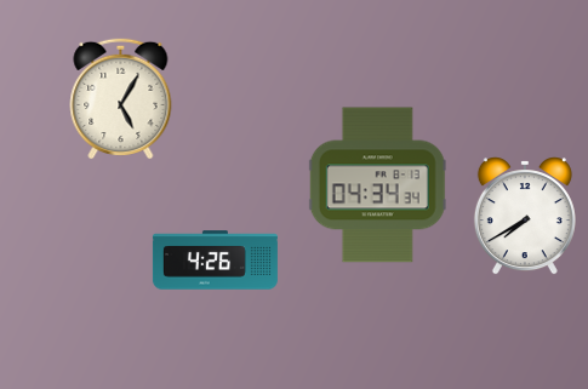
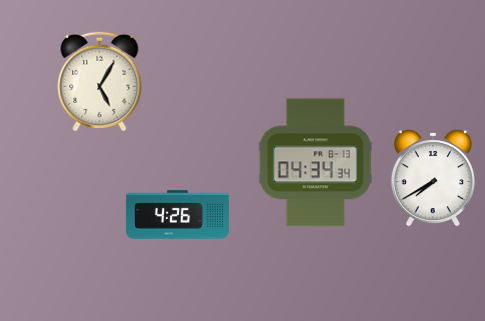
clock at (377, 185) position: (377, 185) -> (315, 163)
